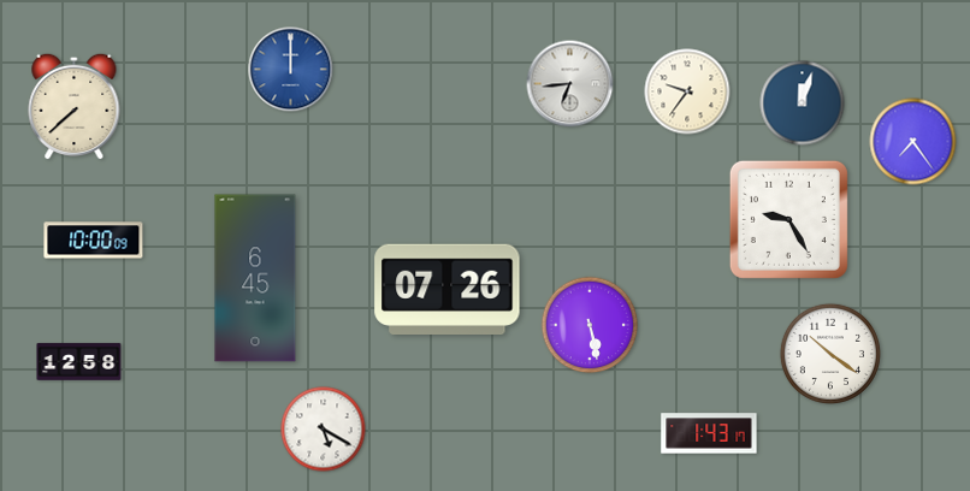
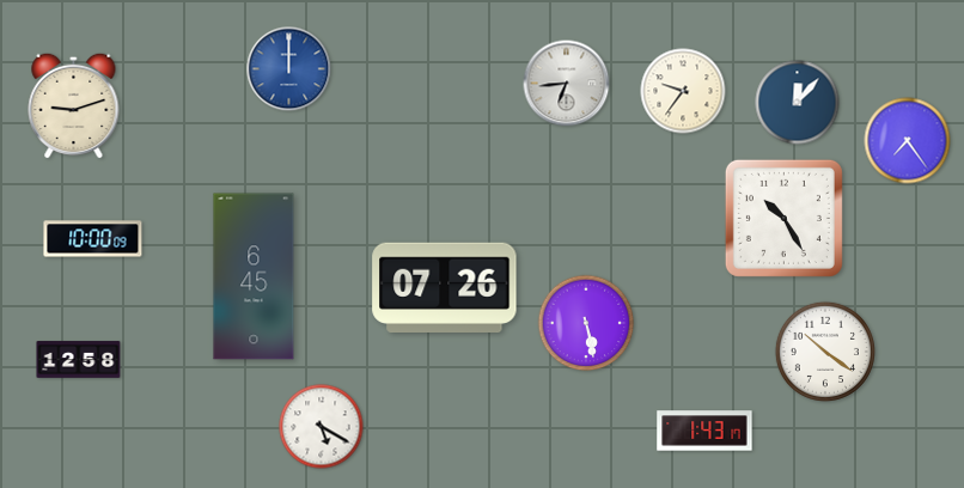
clock at (803, 103): 12:03 -> 12:07
clock at (75, 106): 7:38 -> 9:12
clock at (788, 219): 9:25 -> 10:25
